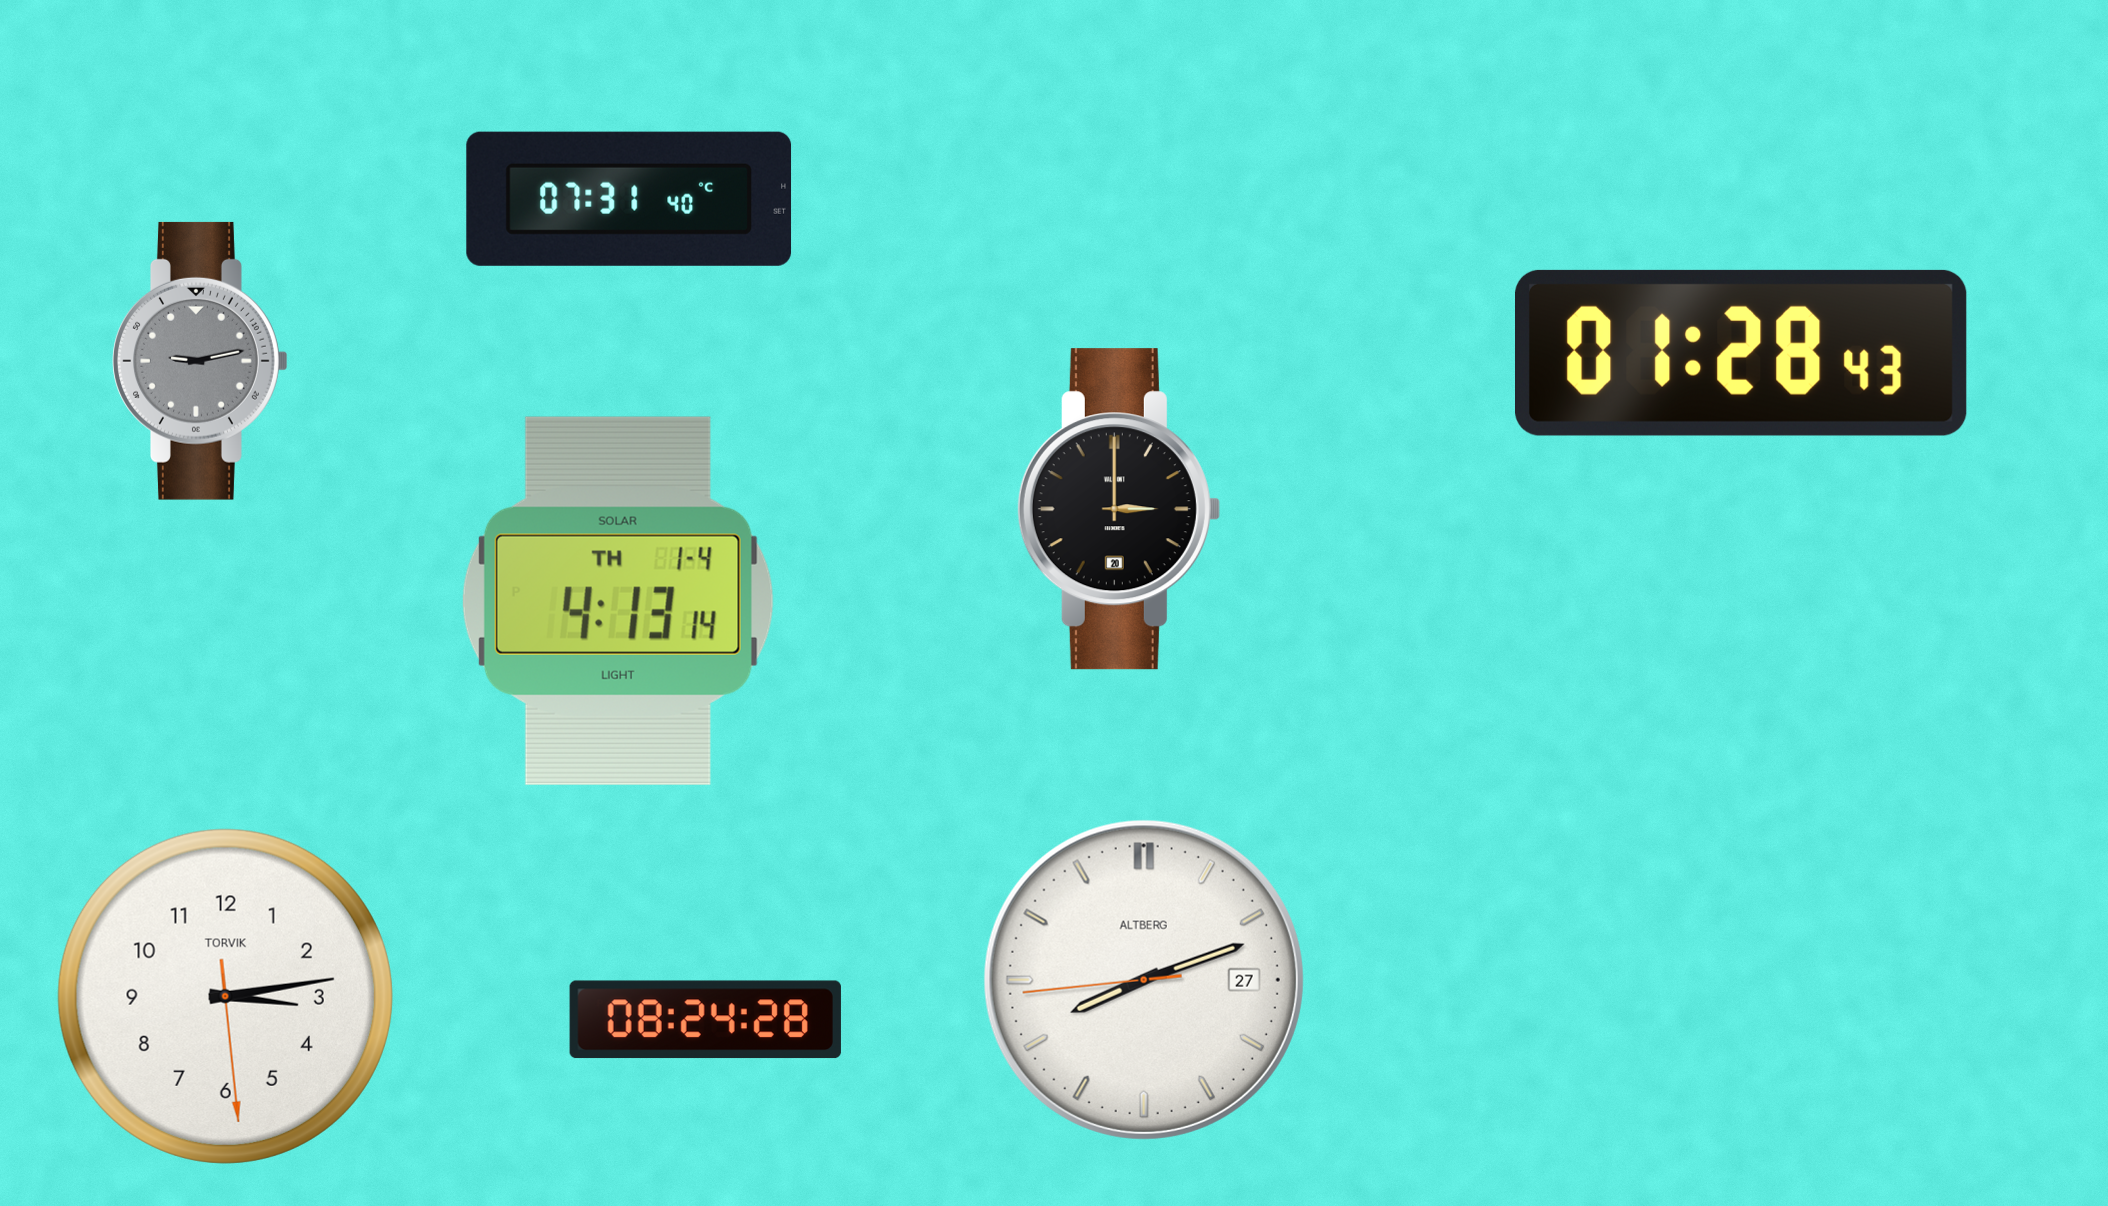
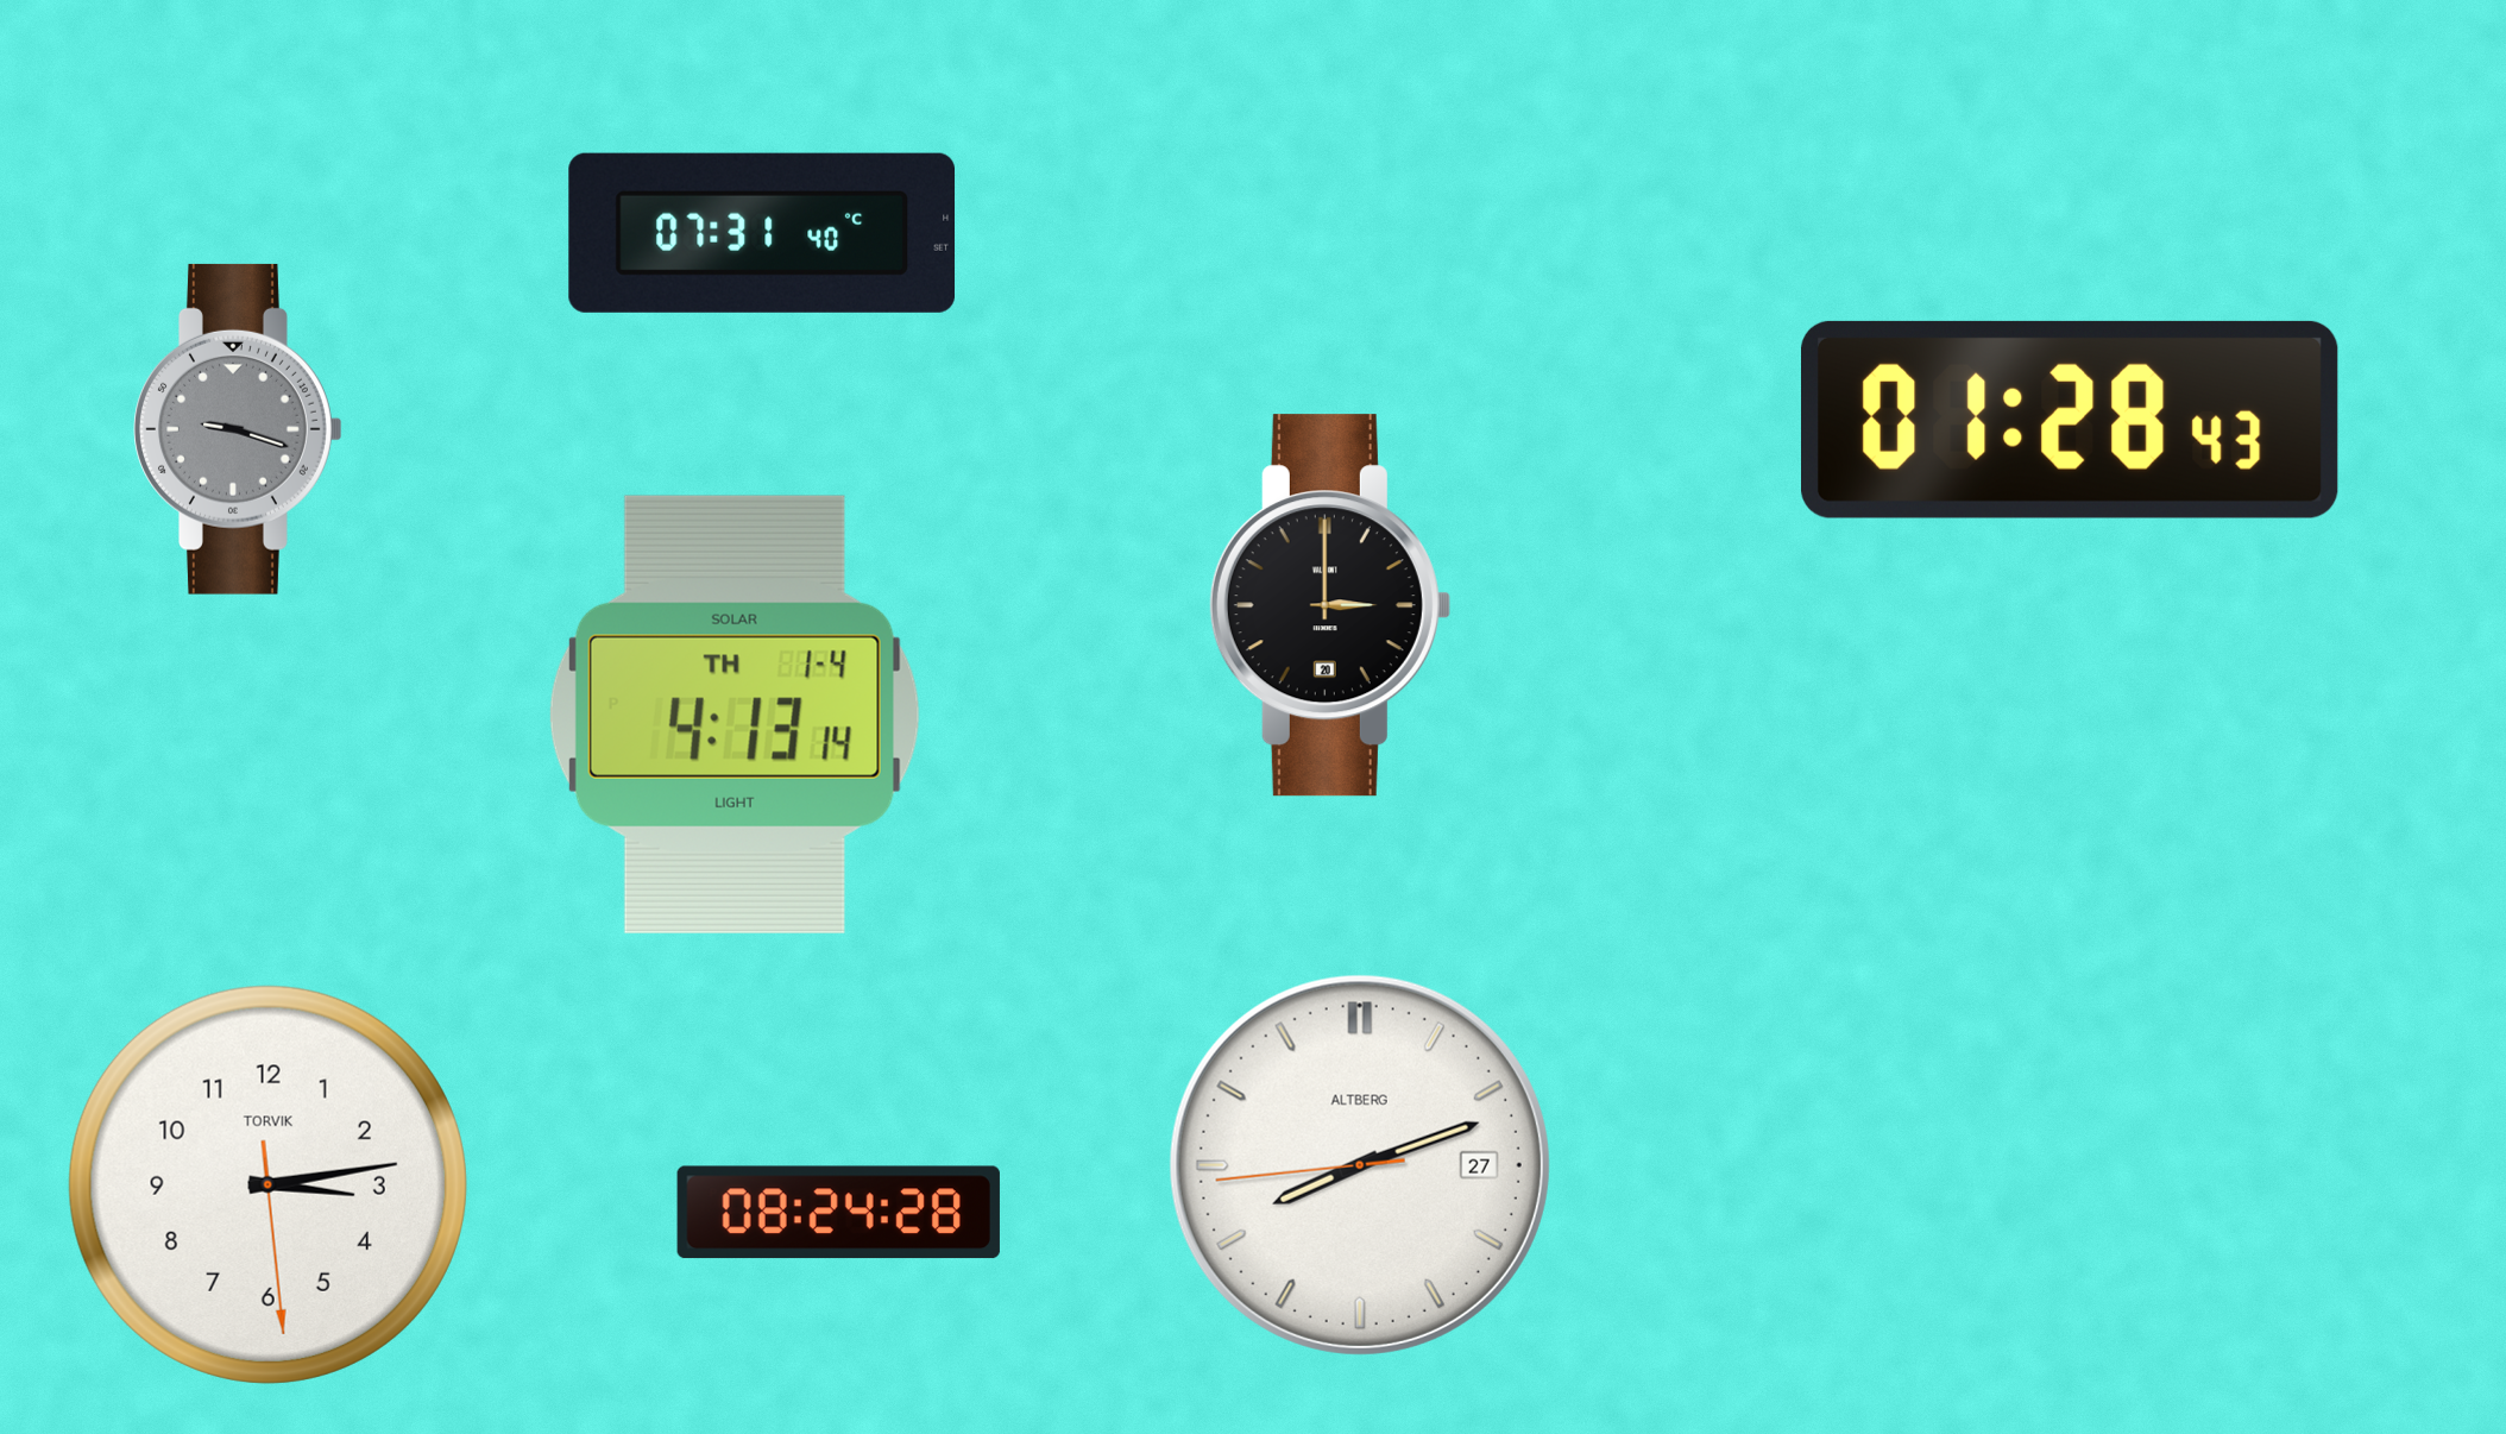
clock at (629, 199) position: (629, 199) -> (762, 233)
clock at (200, 361): 9:13 -> 9:18
